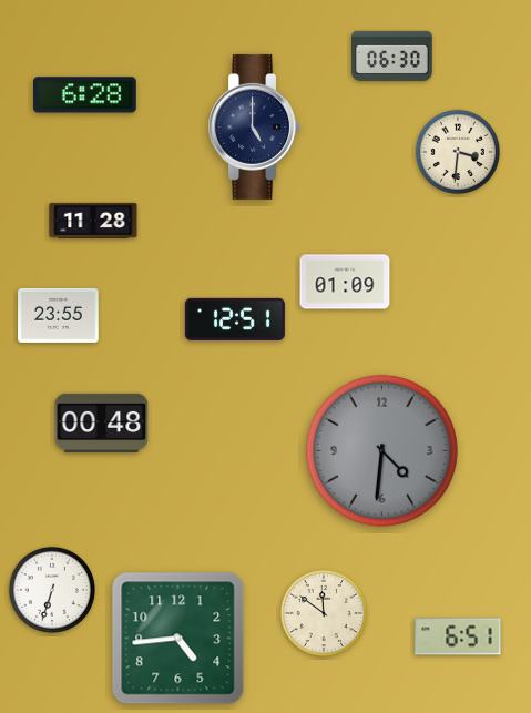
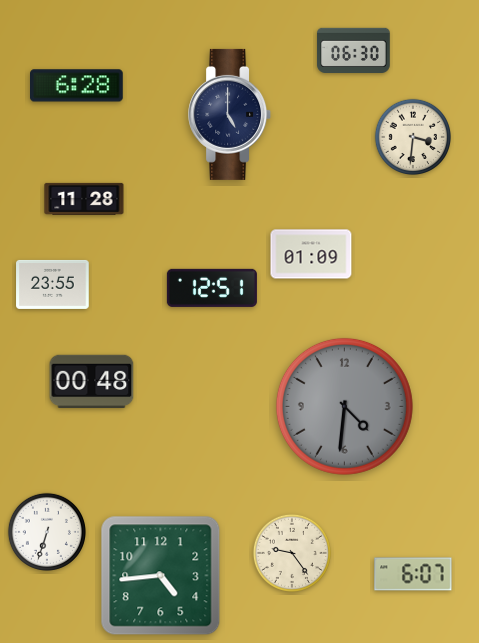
clock at (324, 613): 11:51 -> 9:24
clock at (458, 636): 6:51 -> 6:07
